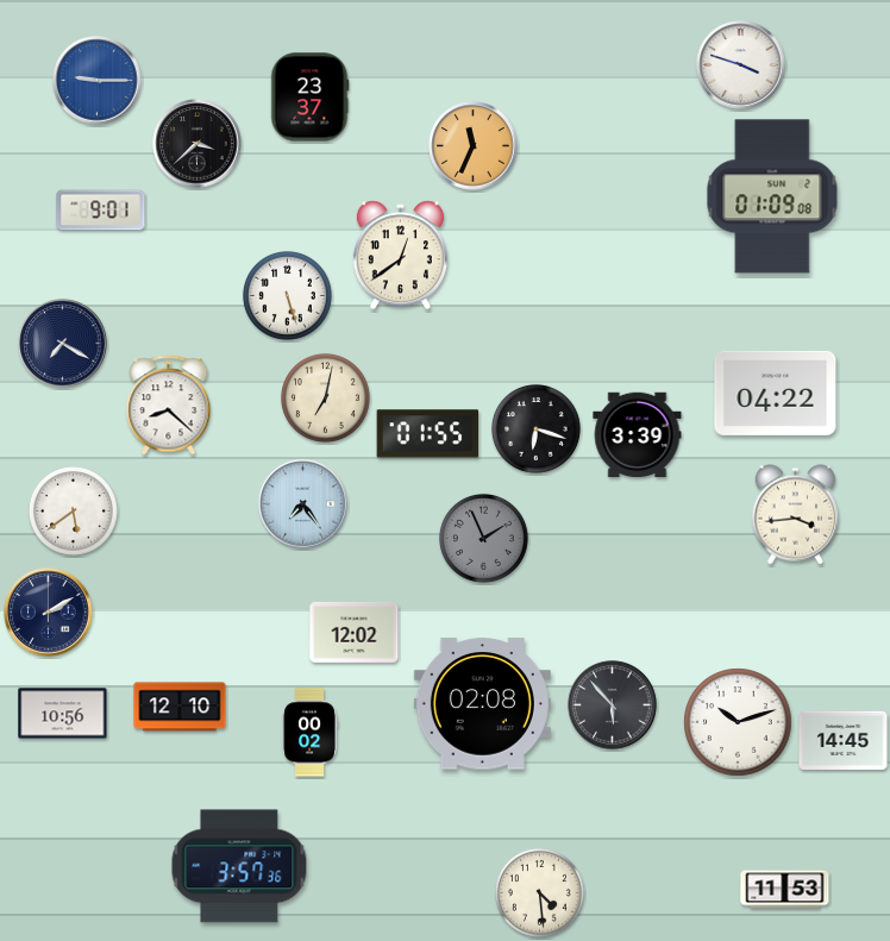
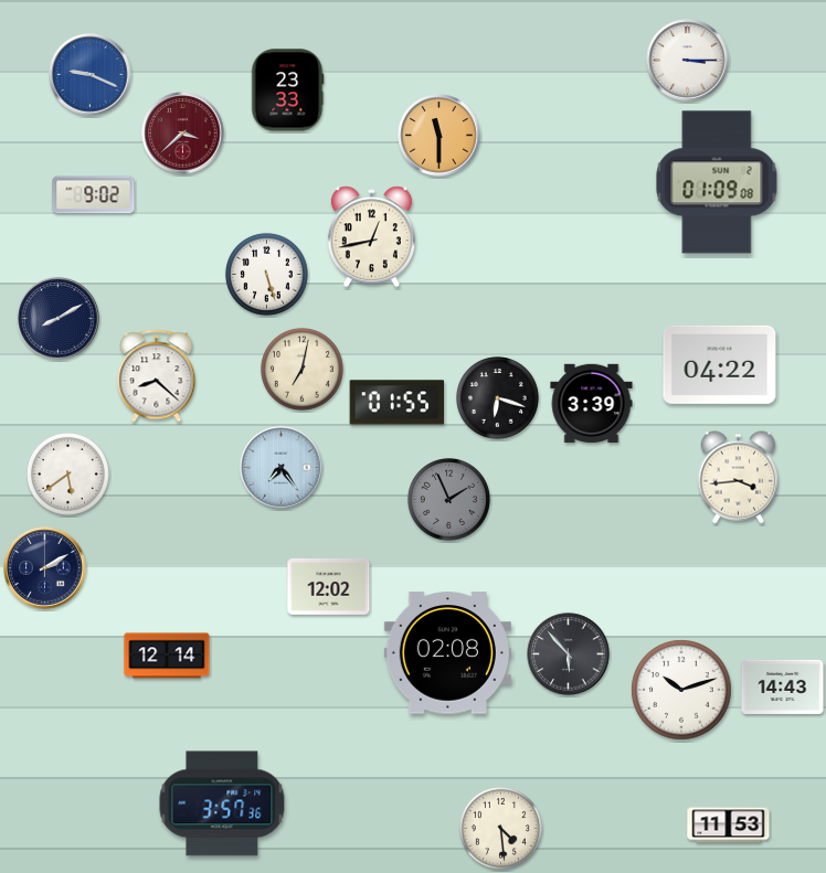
clock at (741, 65): 3:48 -> 3:15
clock at (98, 81): 9:15 -> 9:19
clock at (309, 98): 23:37 -> 23:33
clock at (198, 144) dial: black -> burgundy
clock at (474, 146): 11:34 -> 11:30
clock at (101, 211): 9:01 -> 9:02
clock at (400, 256): 12:39 -> 12:43
clock at (63, 344): 7:20 -> 8:10
clock at (180, 707): 12:10 -> 12:14
clock at (63, 714): 10:56 -> none
clock at (738, 722) position: (738, 722) -> (681, 690)
clock at (309, 733): 00:02 -> none
clock at (844, 740): 14:45 -> 14:43
